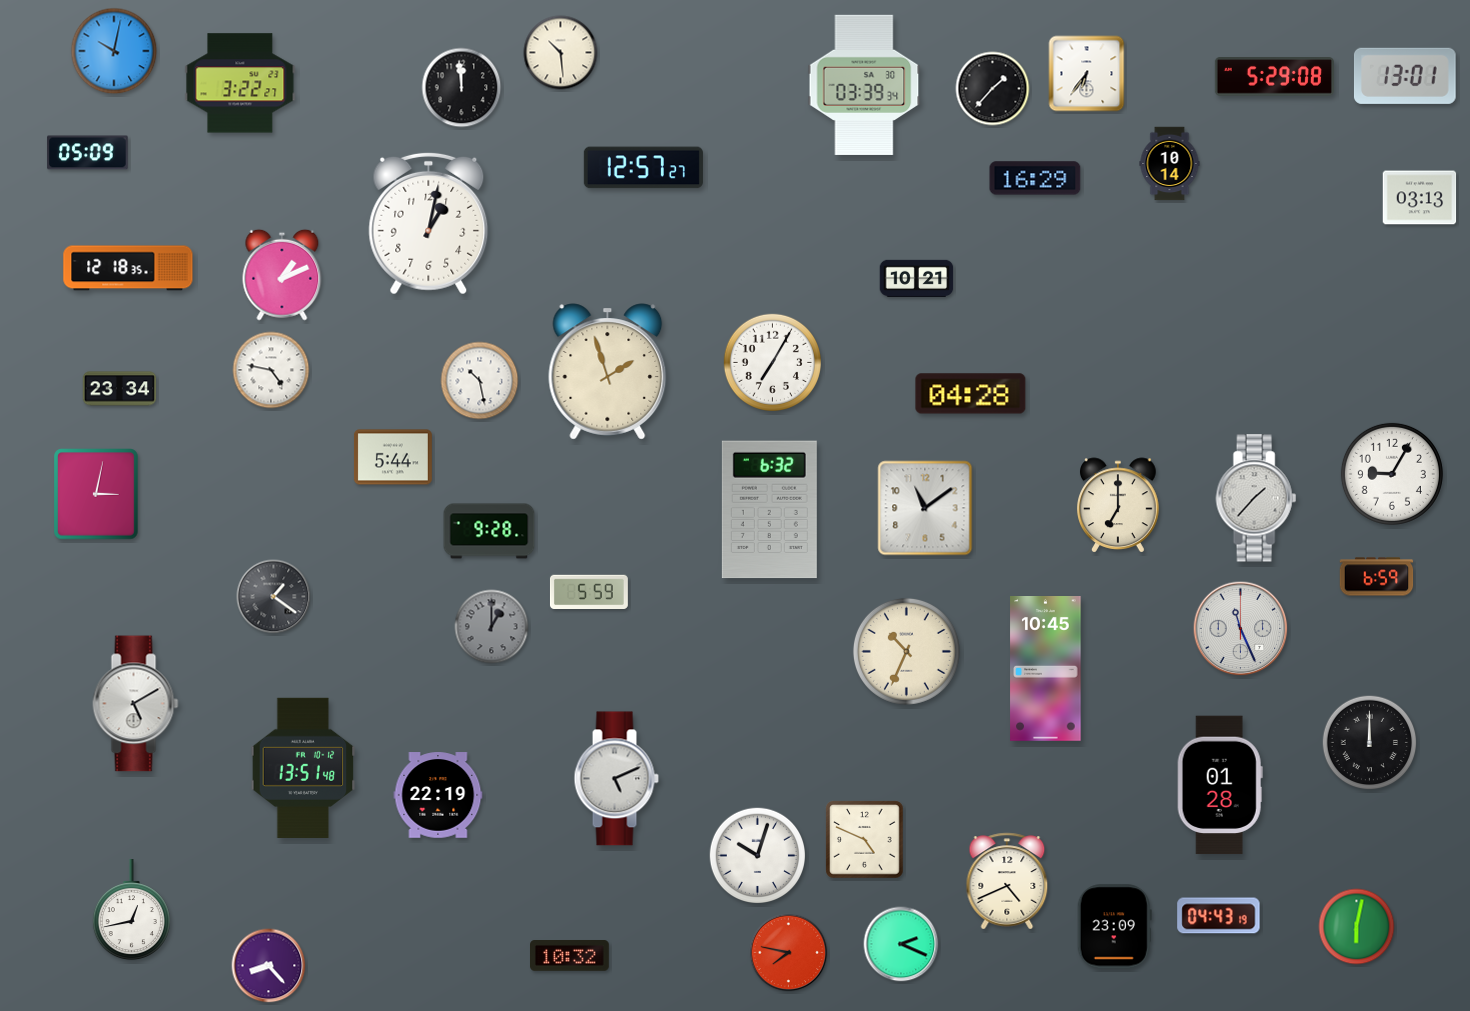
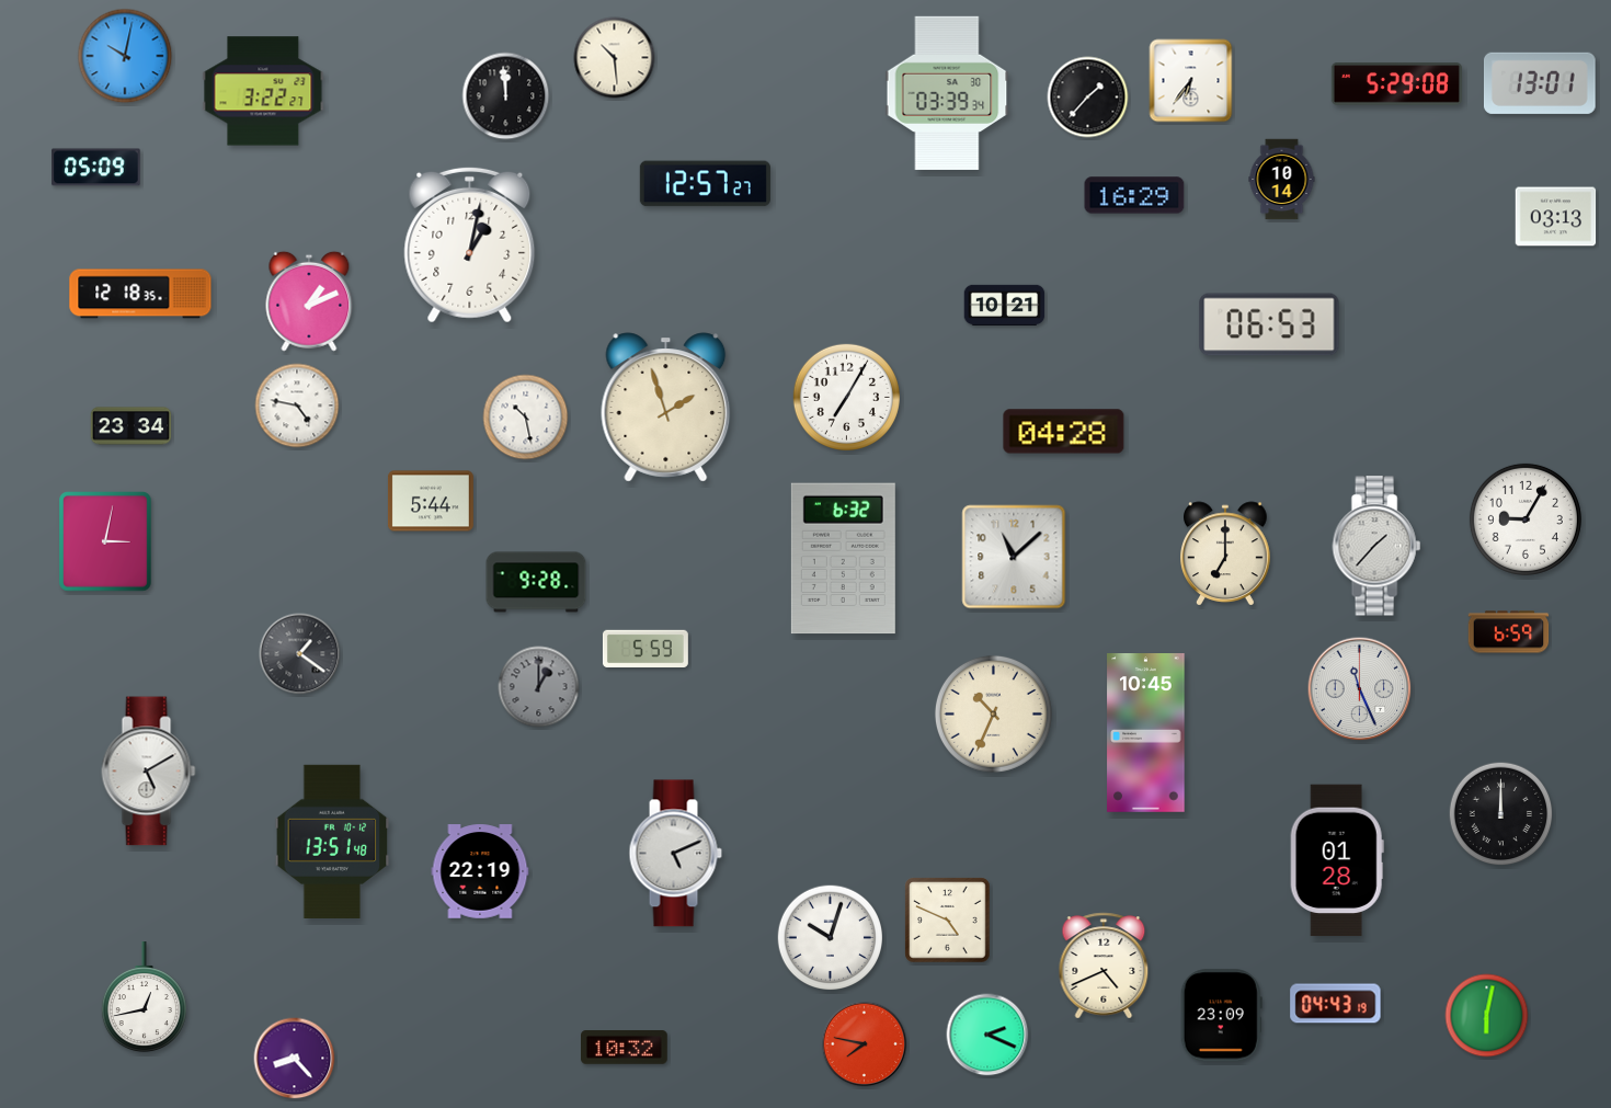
clock at (1269, 324): none -> 06:53
clock at (925, 508): 11:09 -> 11:08
